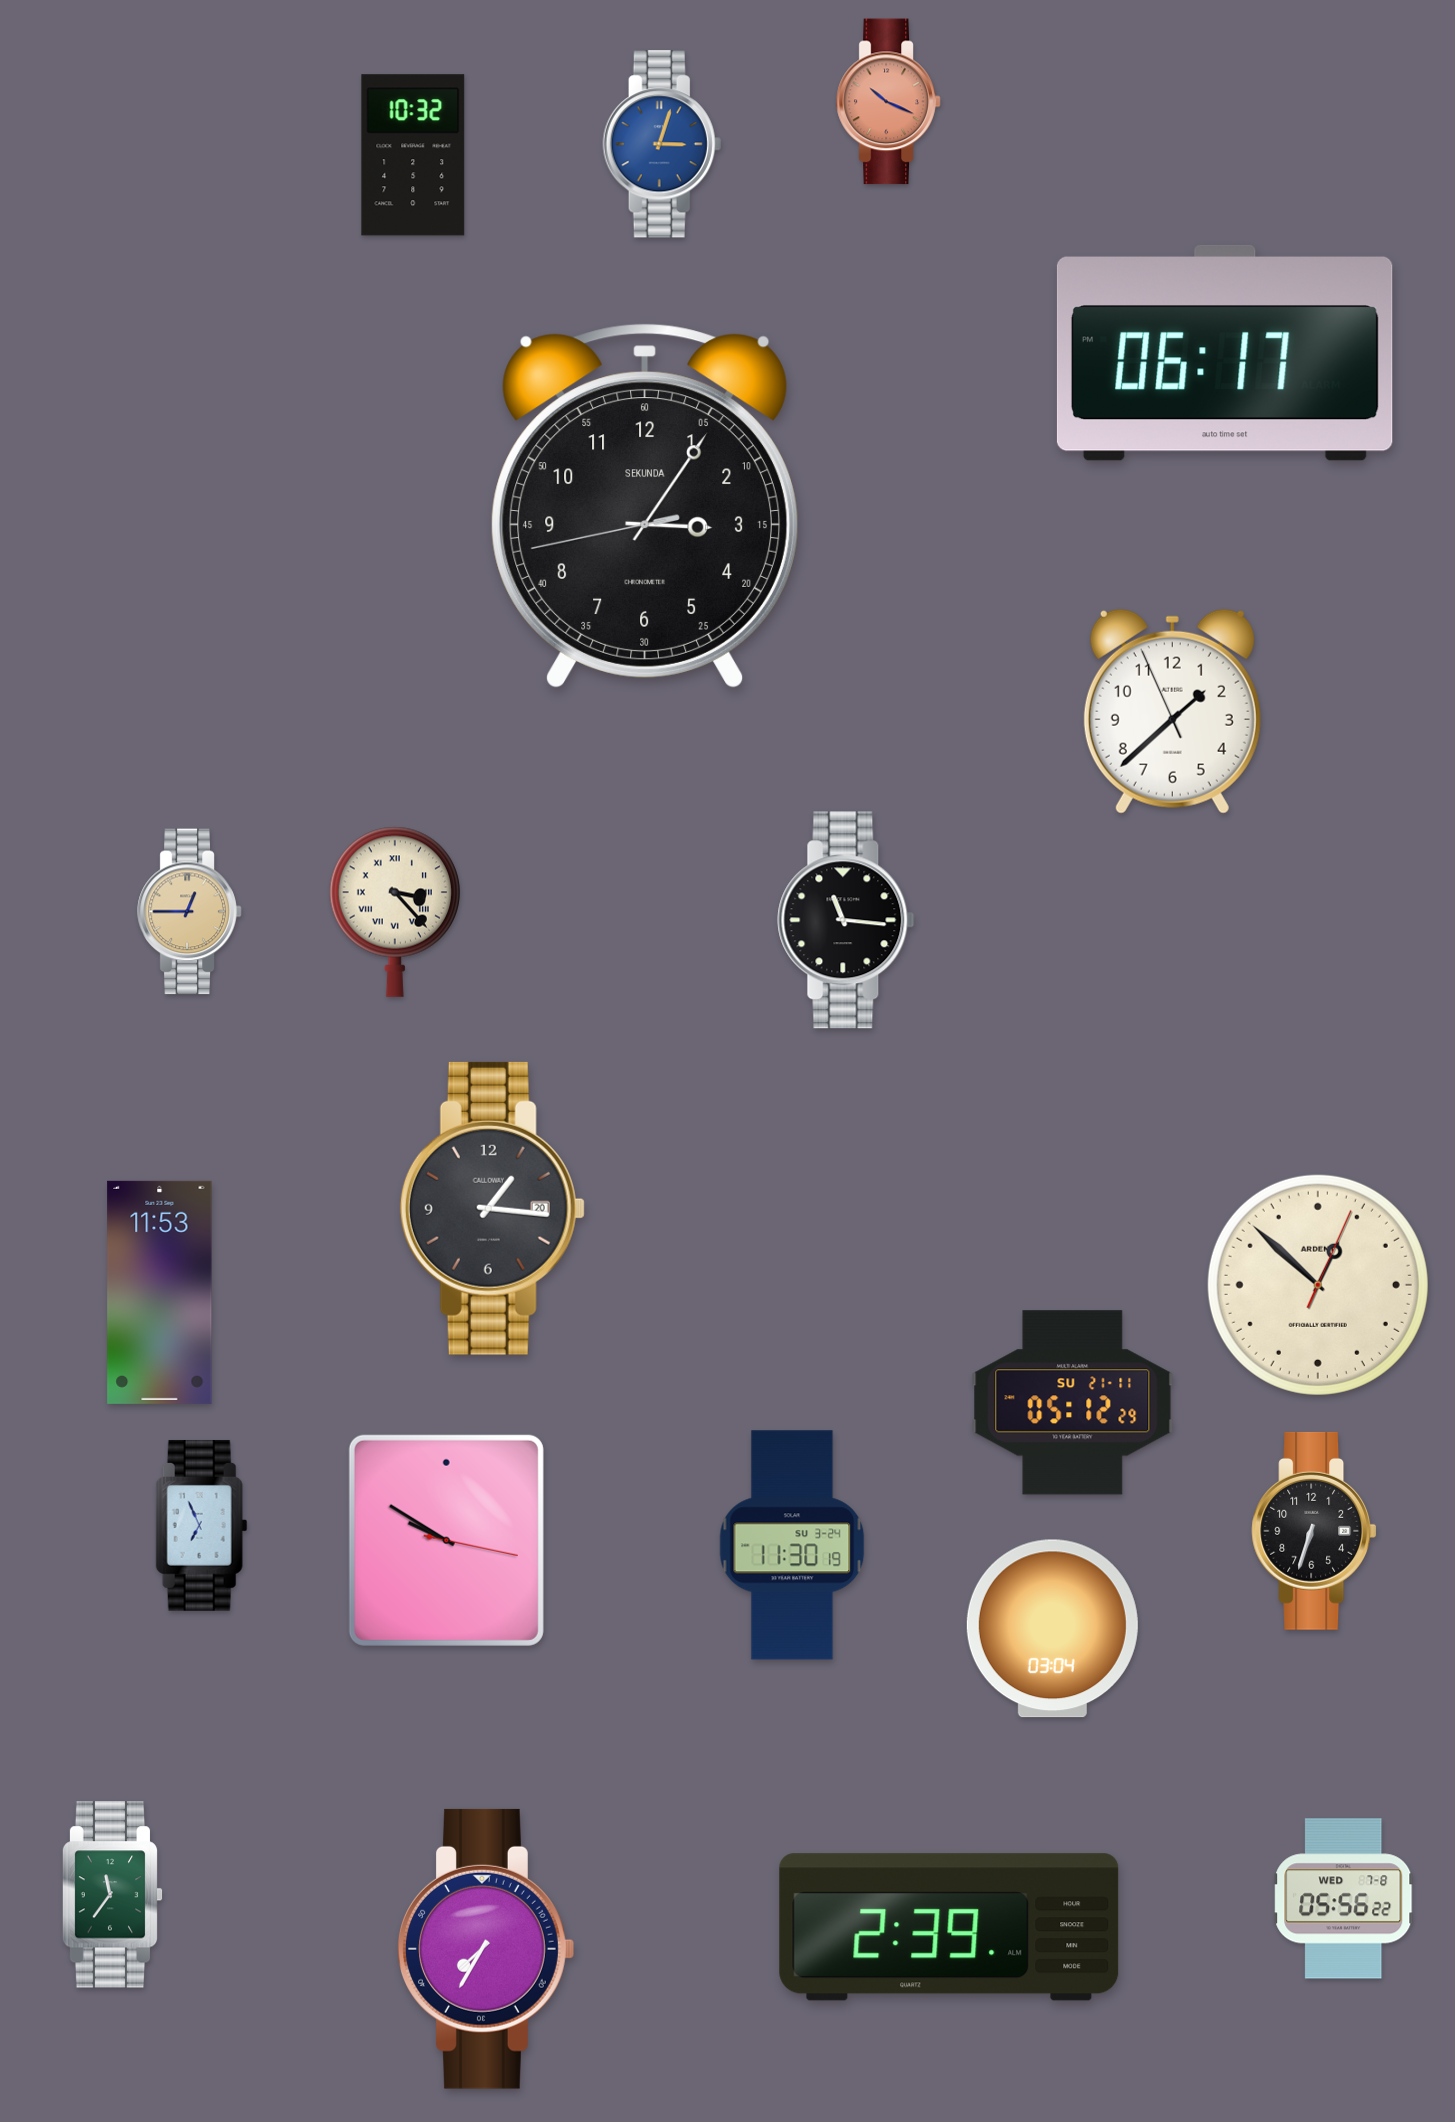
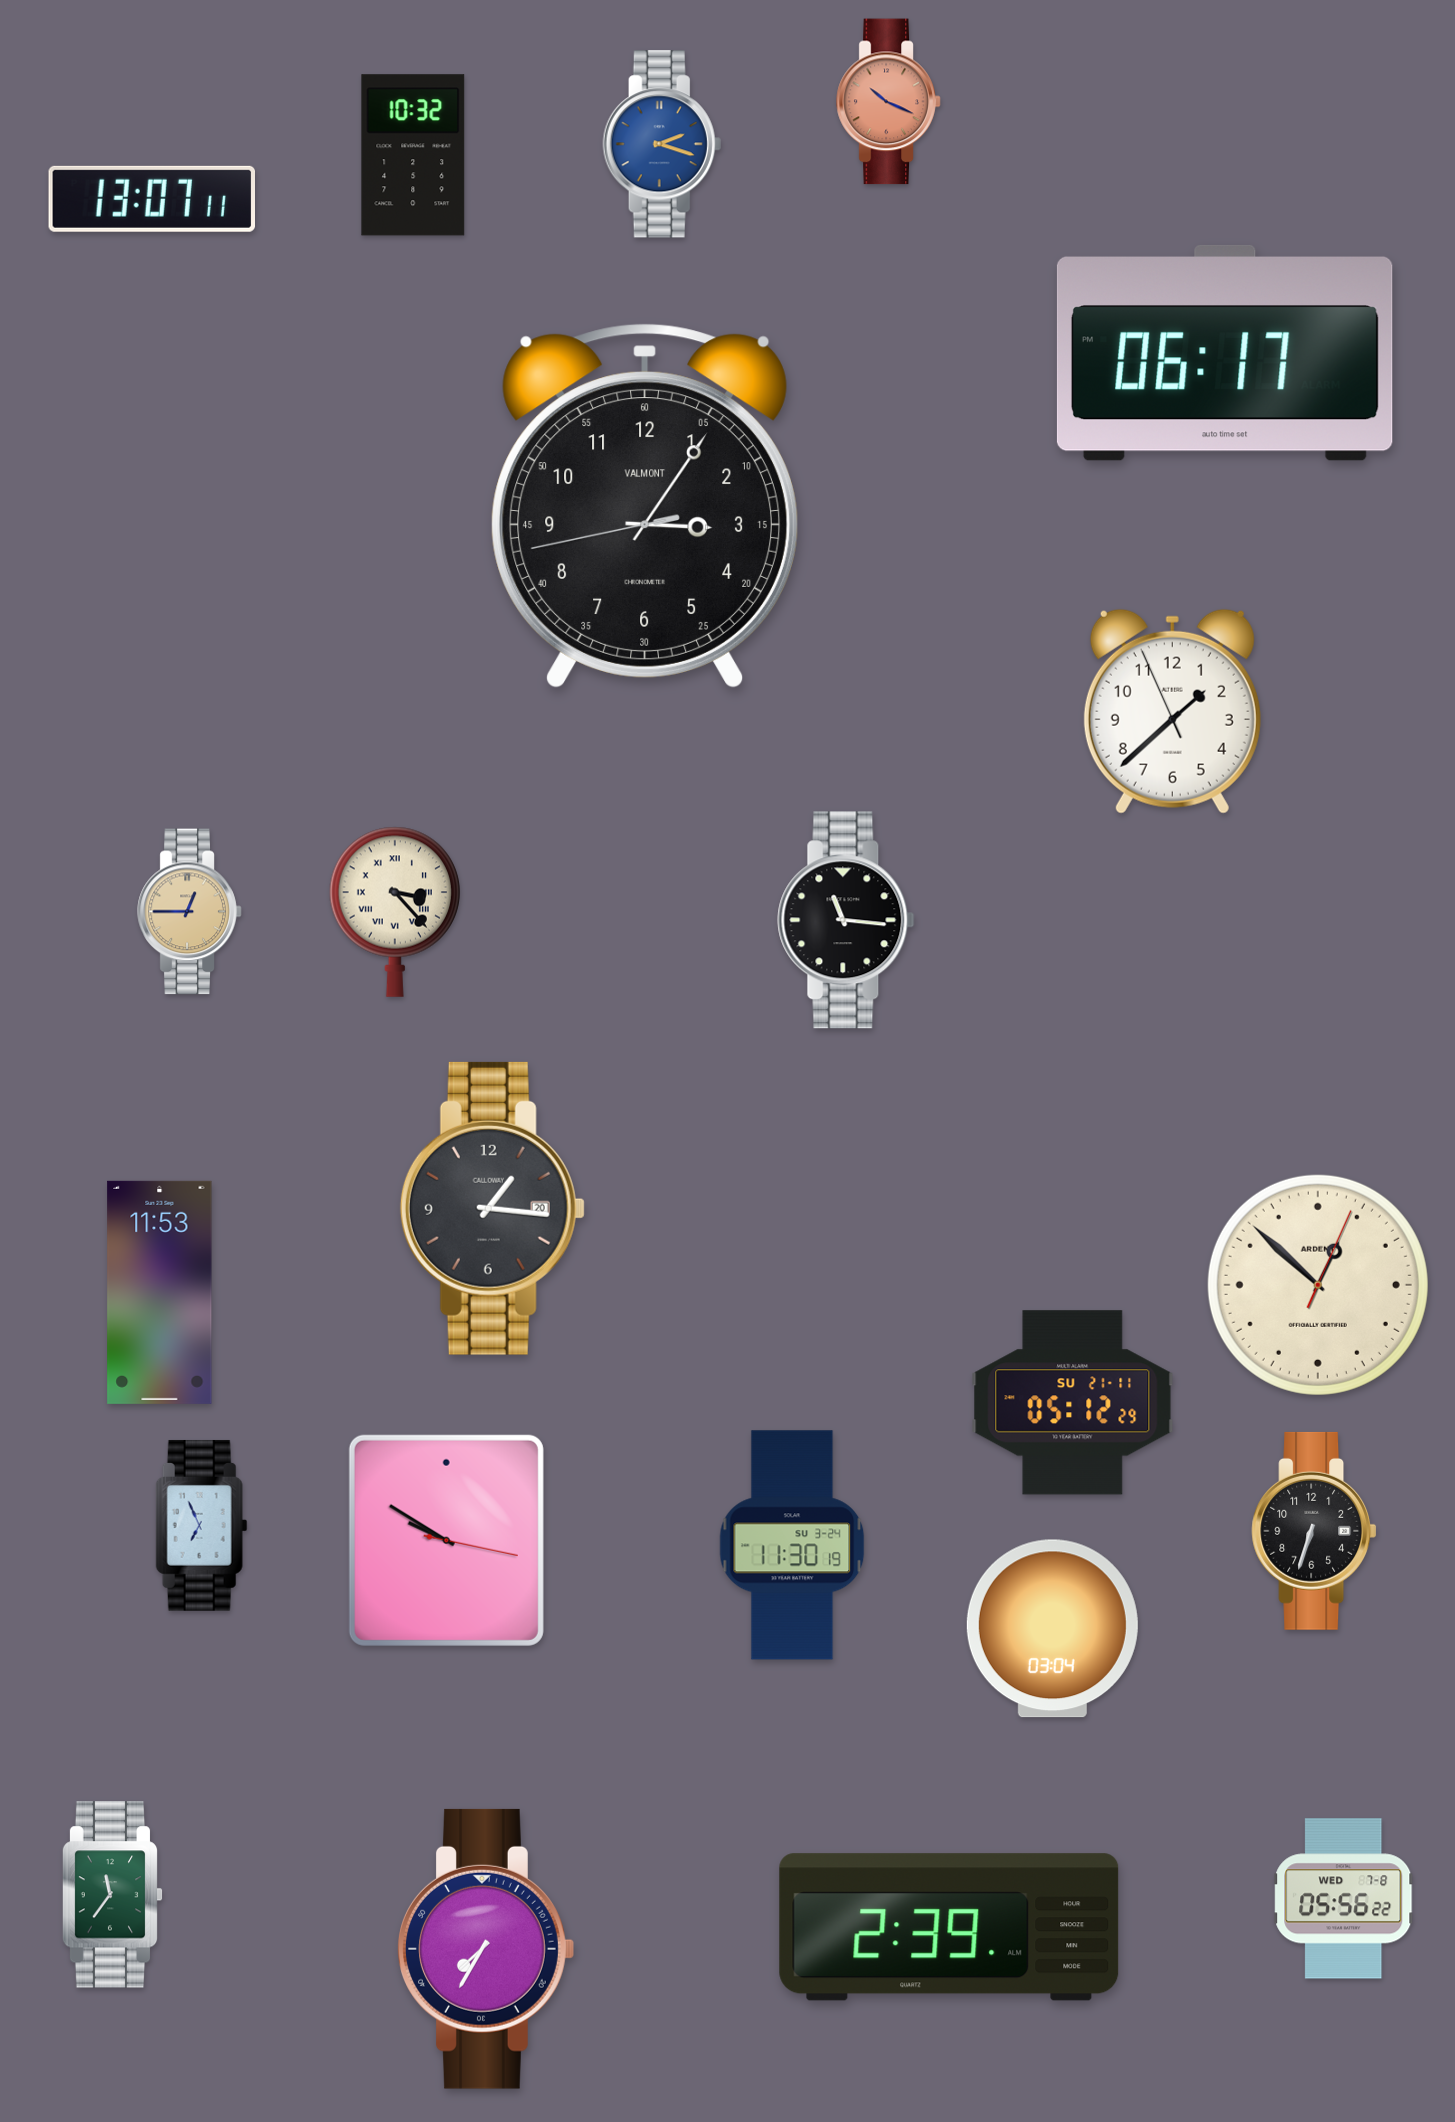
clock at (662, 144): 3:03 -> 2:18
clock at (151, 199): none -> 13:07
clock at (645, 506) brand: SEKUNDA -> VALMONT
